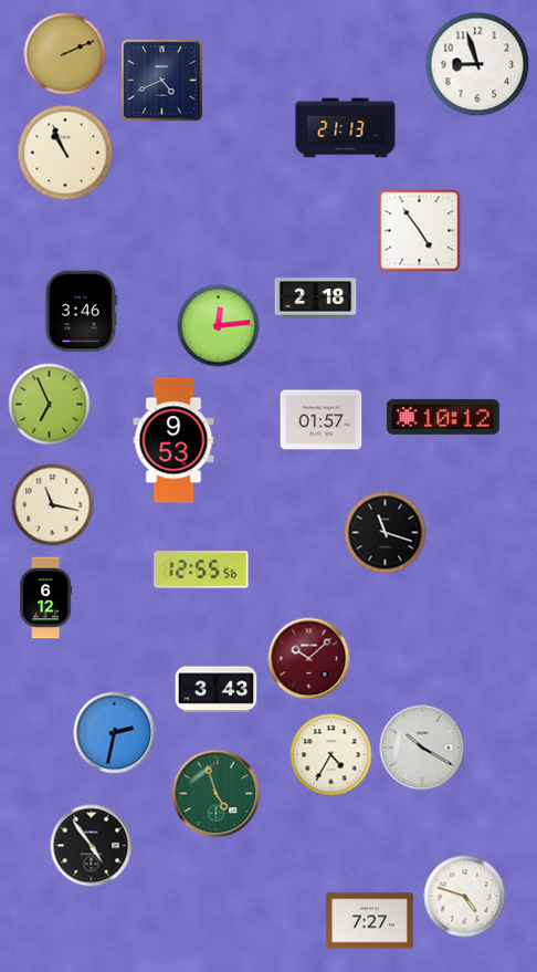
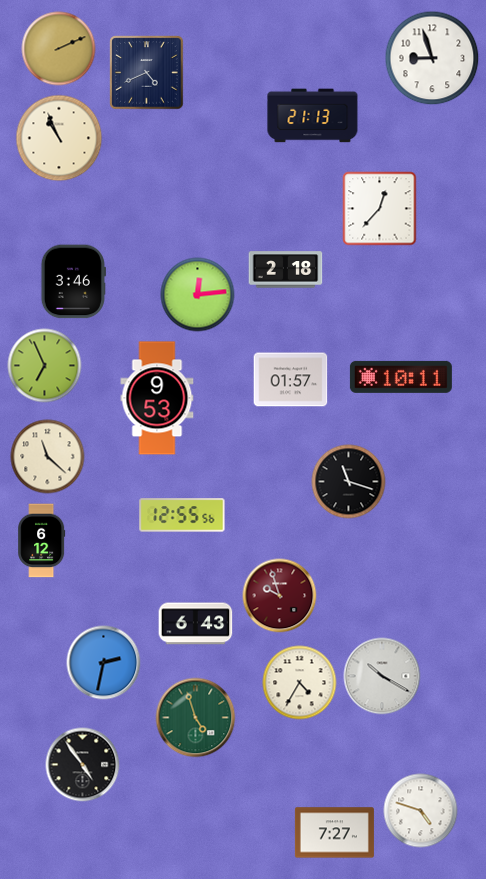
clock at (420, 231): 4:54 -> 12:37
clock at (443, 417): 10:12 -> 10:11
clock at (53, 505): 11:17 -> 11:22
clock at (309, 659): 10:08 -> 9:57
clock at (217, 690): 3:43 -> 6:43
